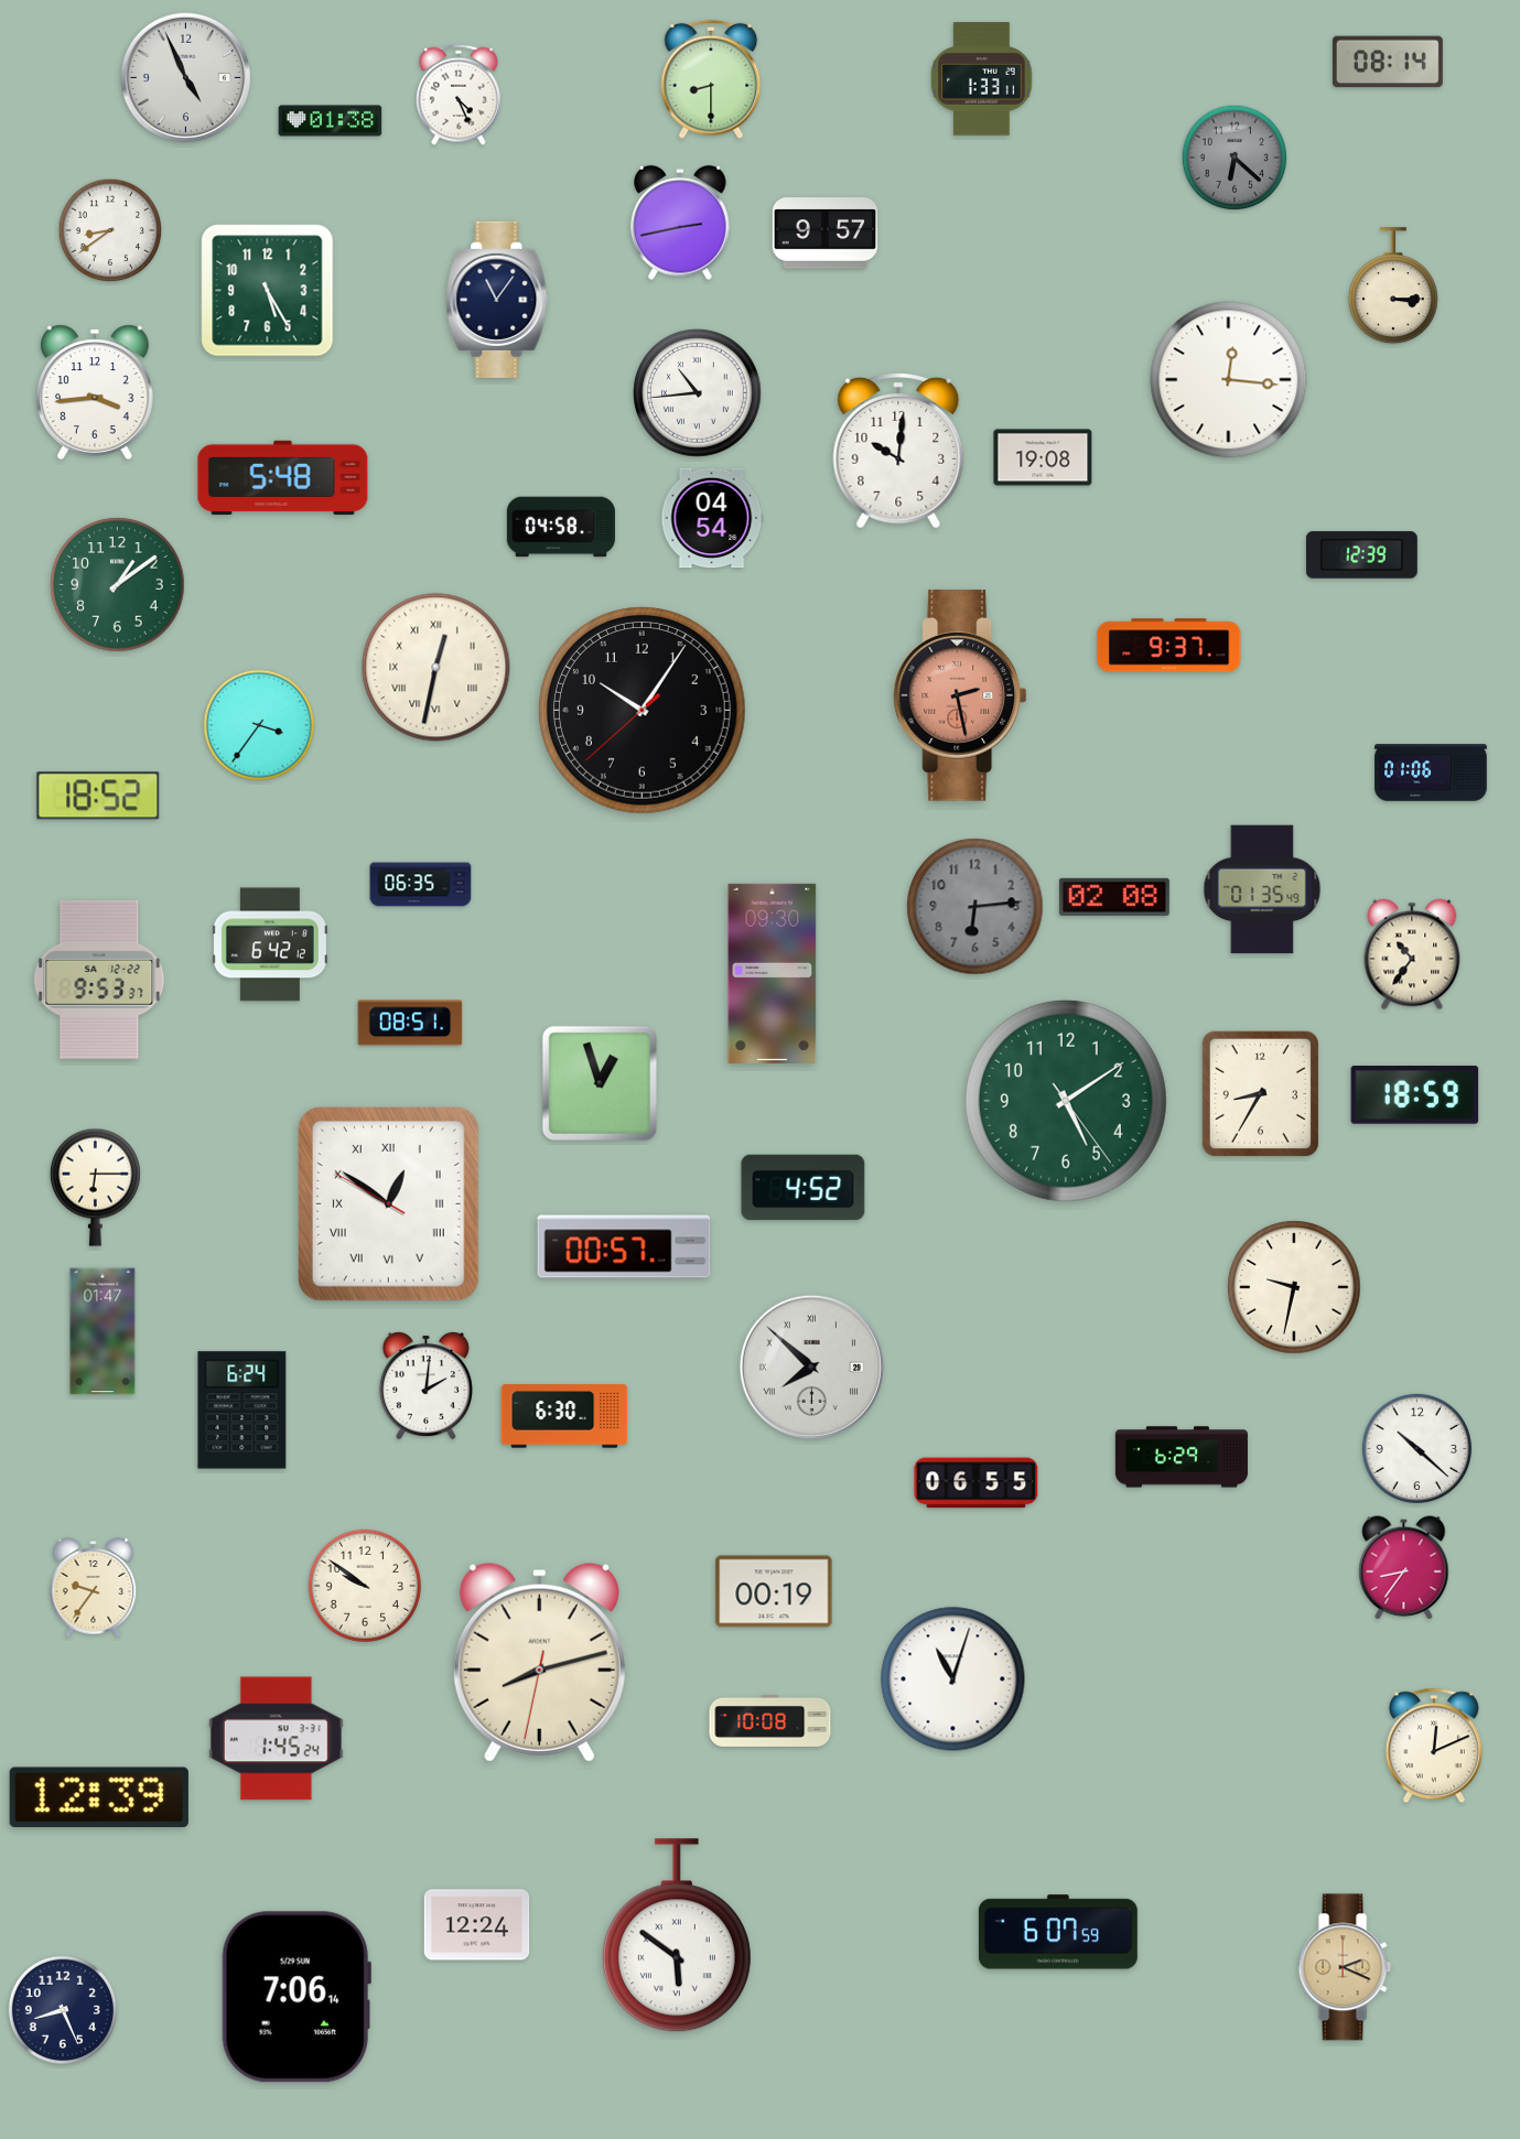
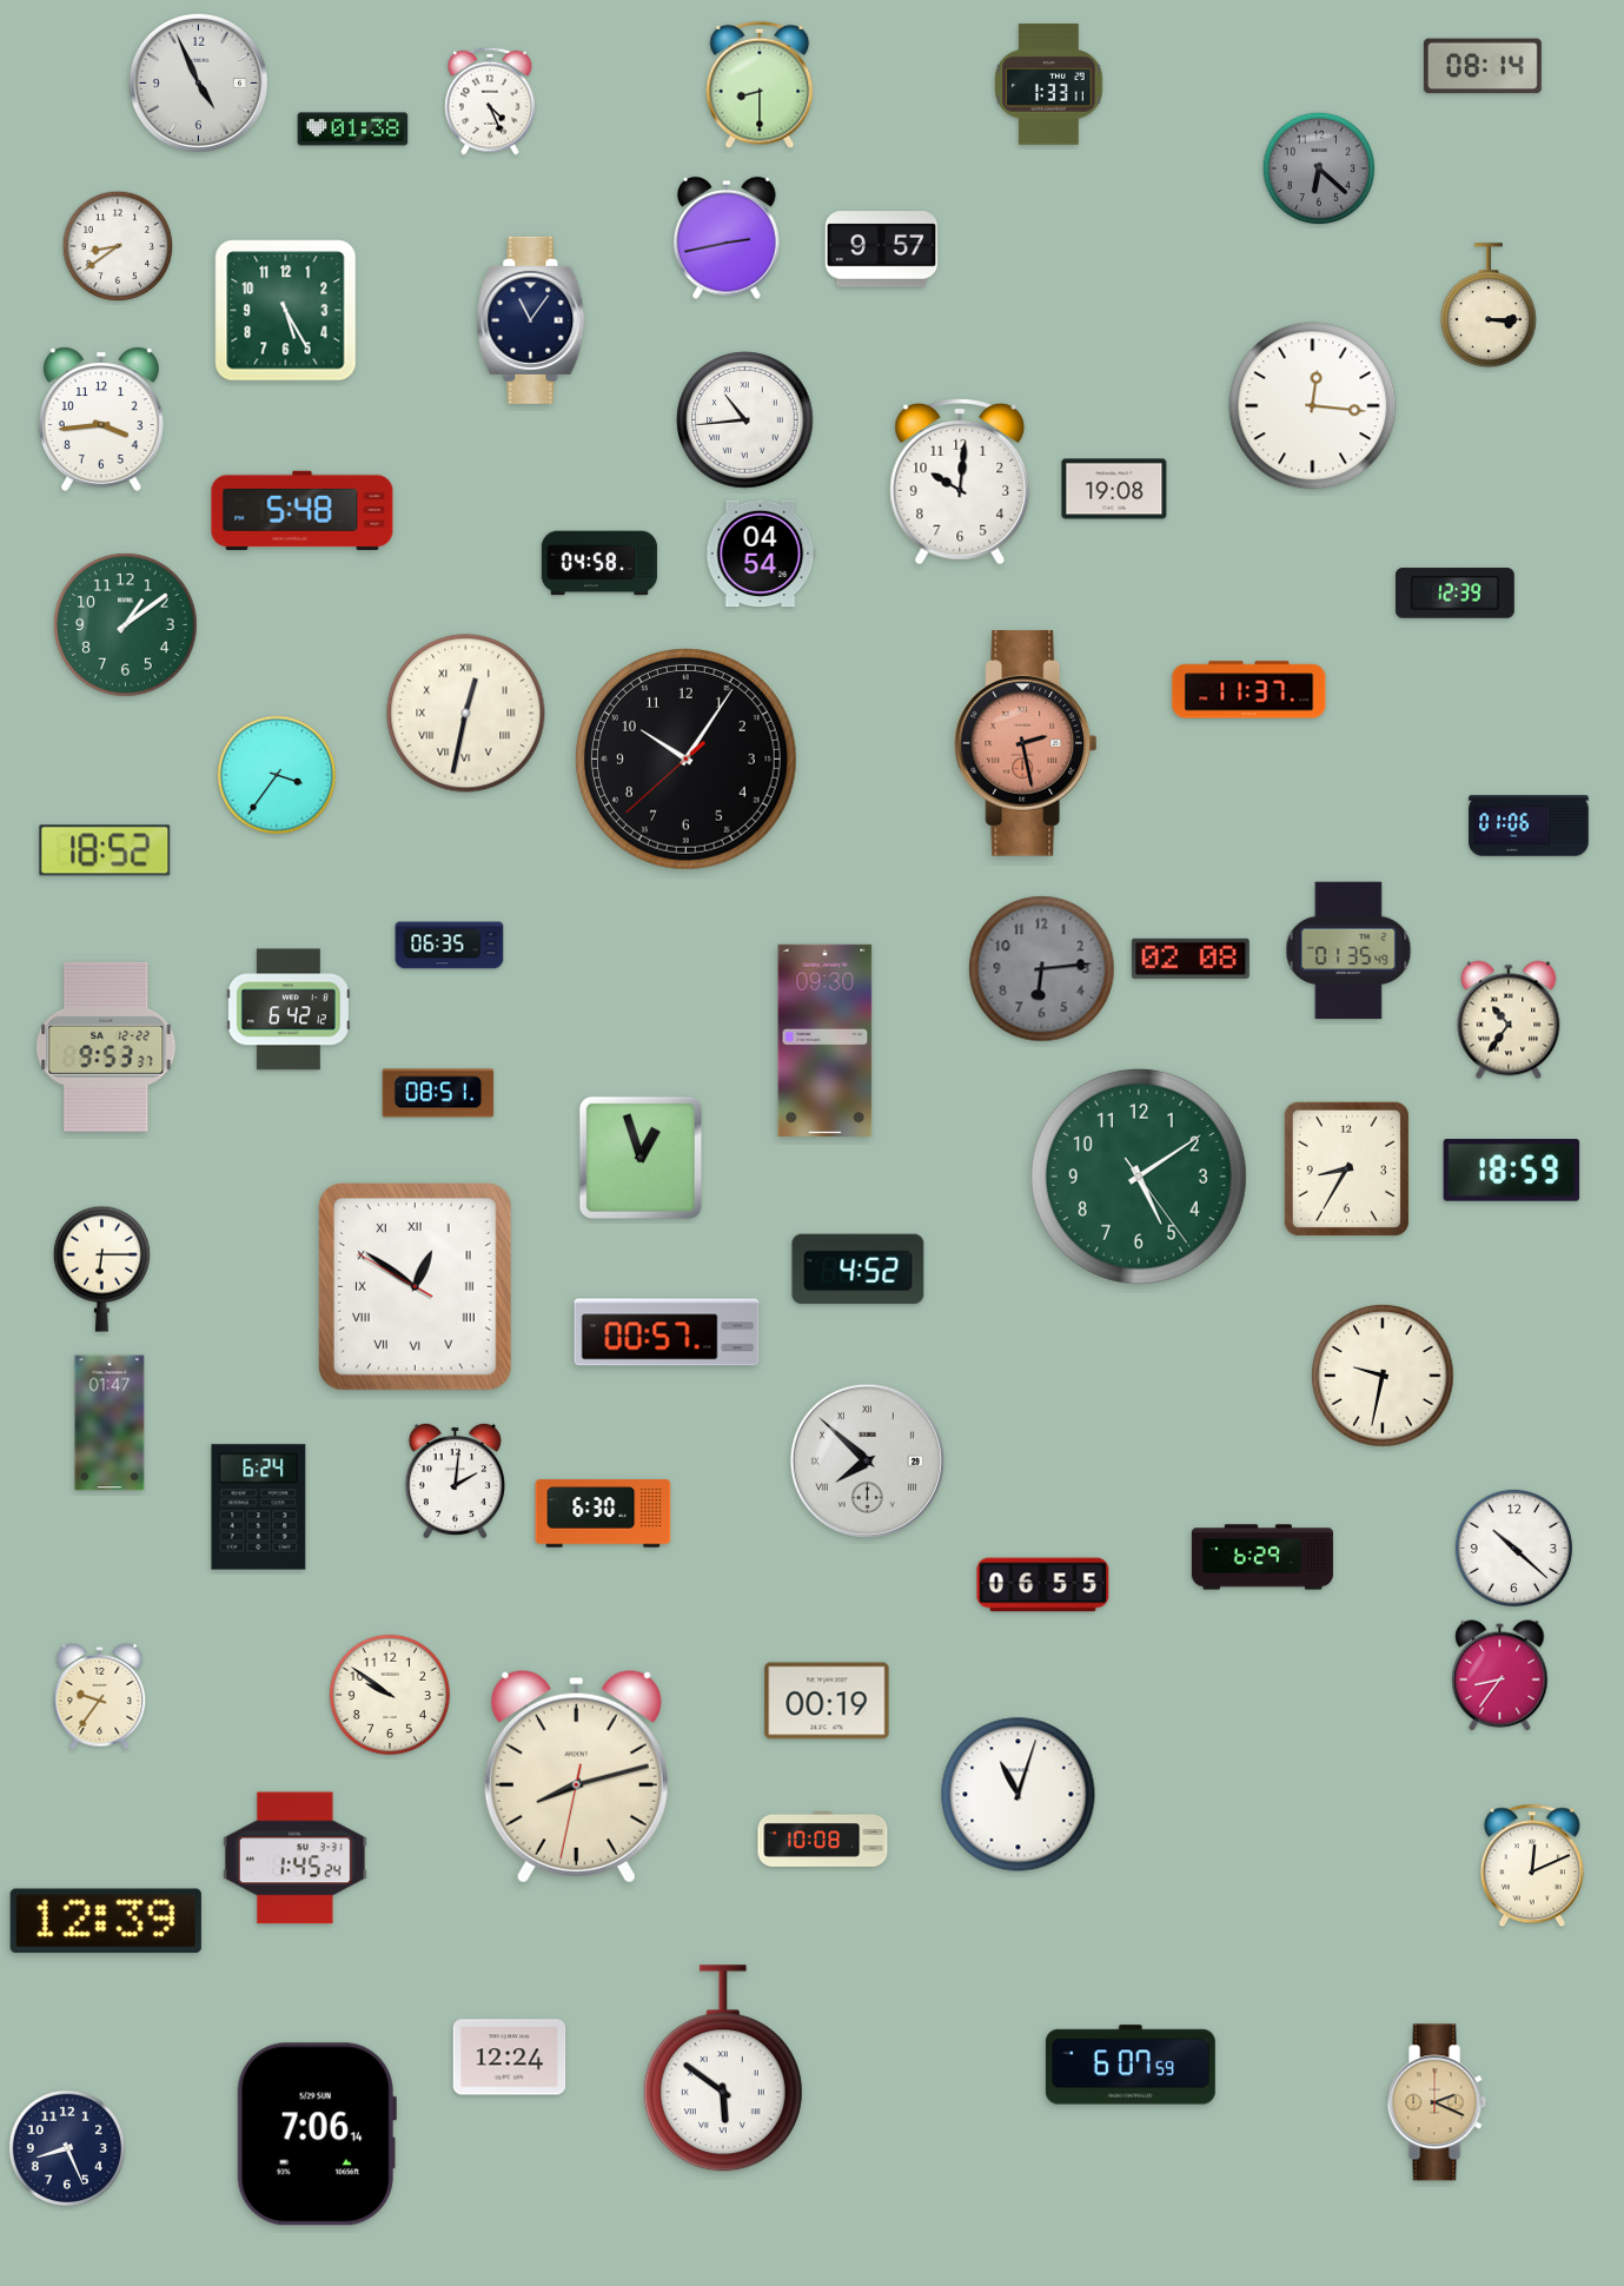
clock at (1169, 646): 9:37 -> 11:37
